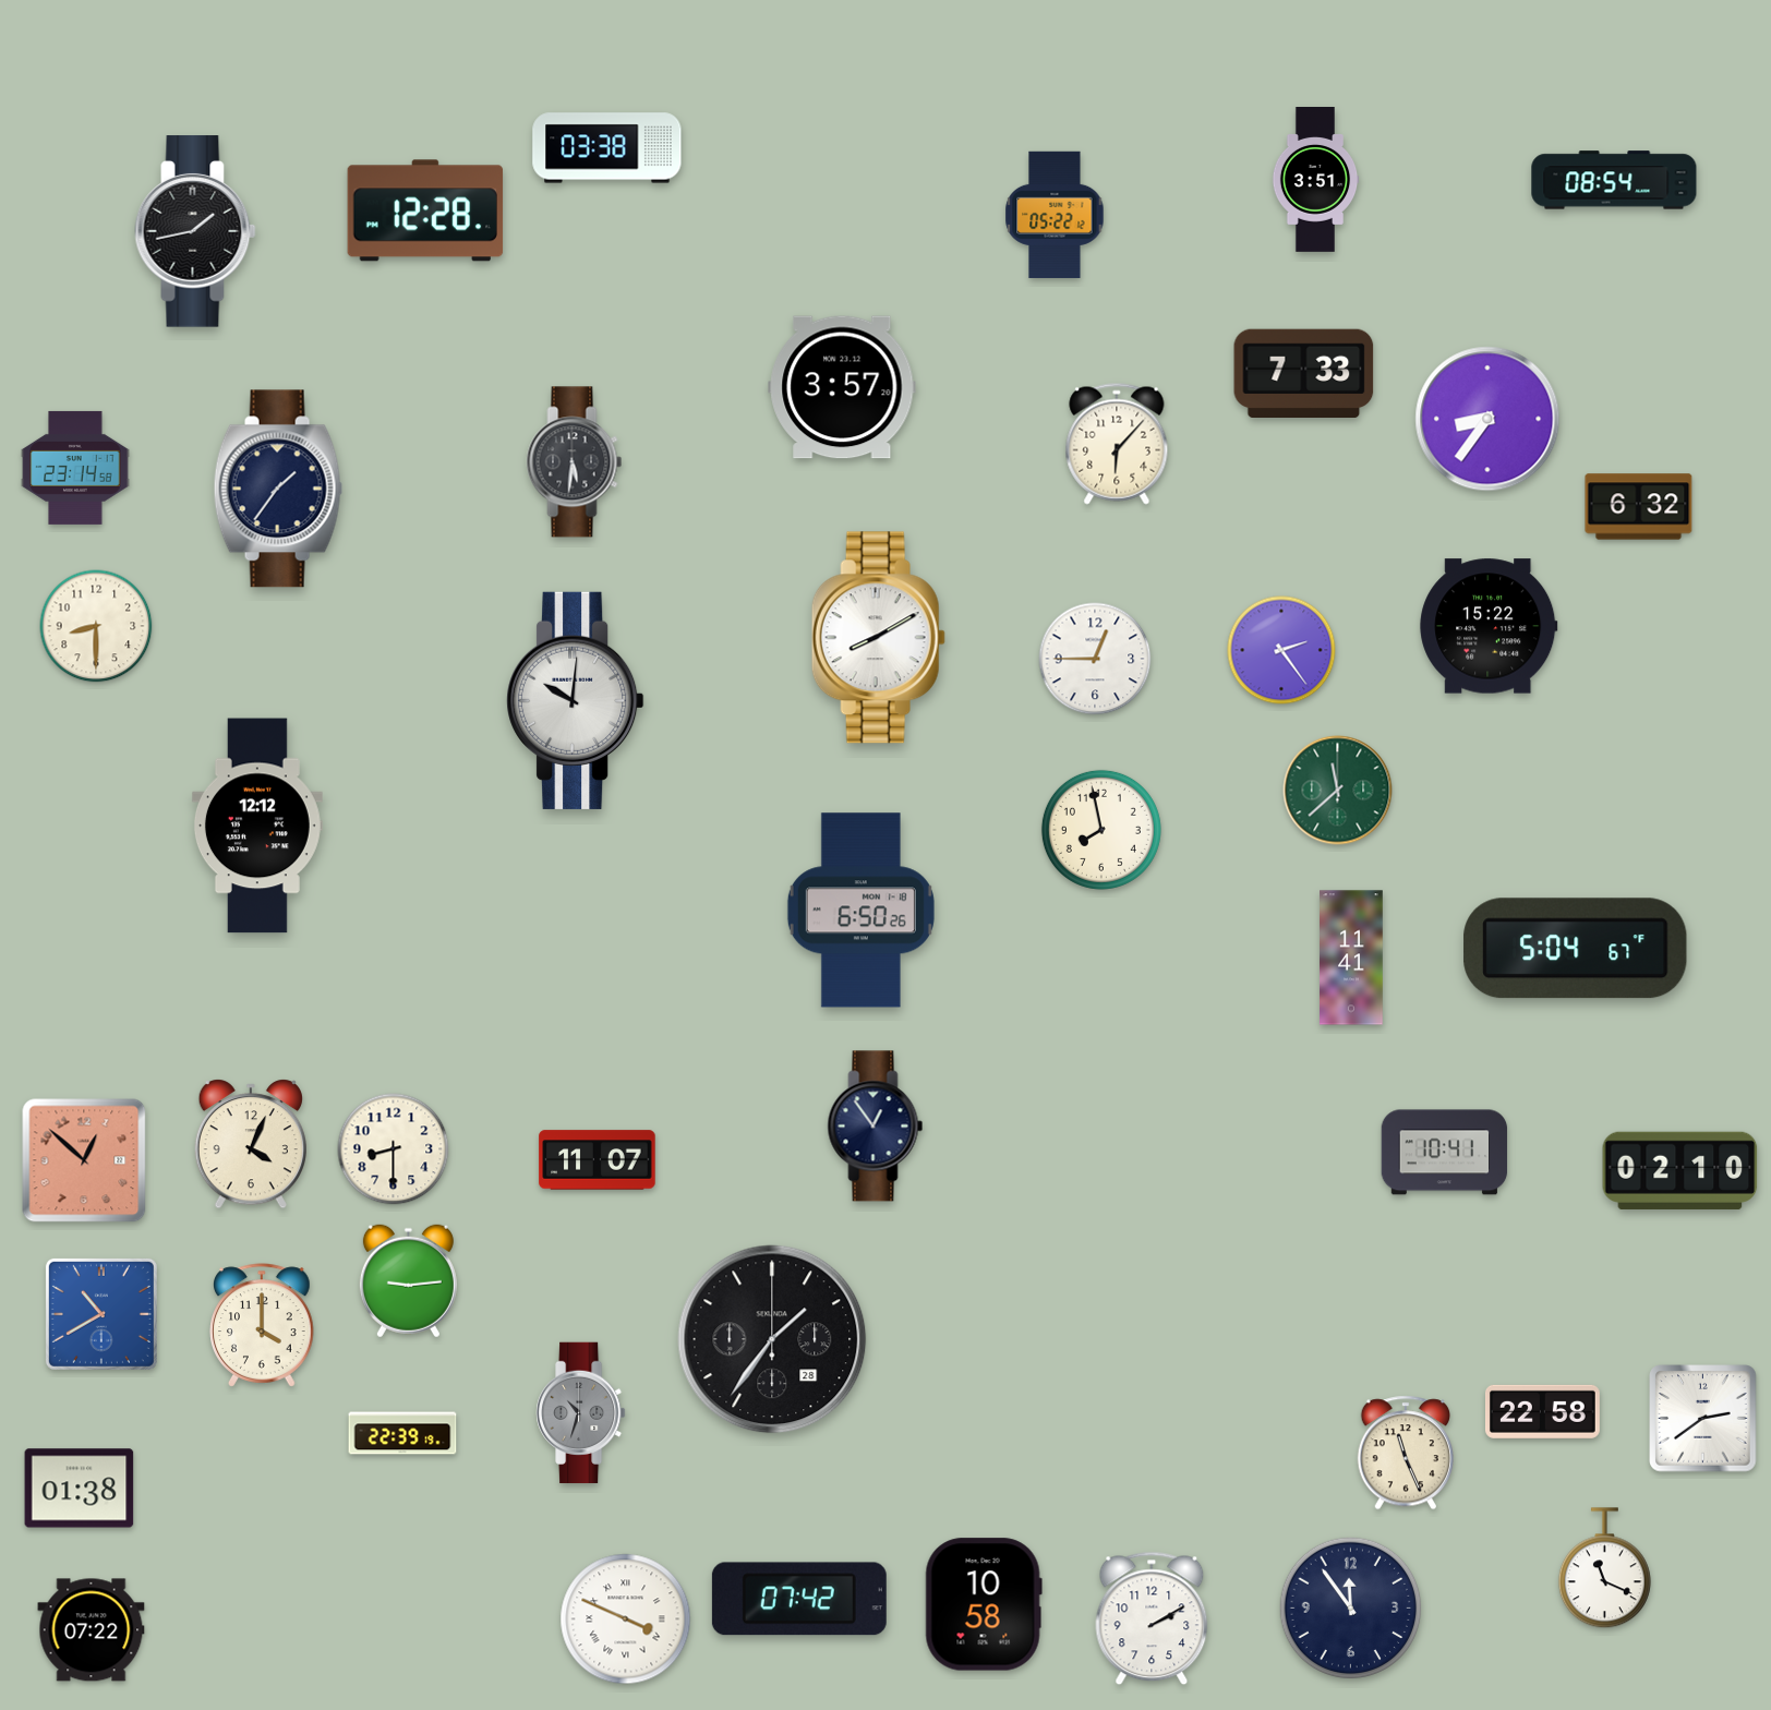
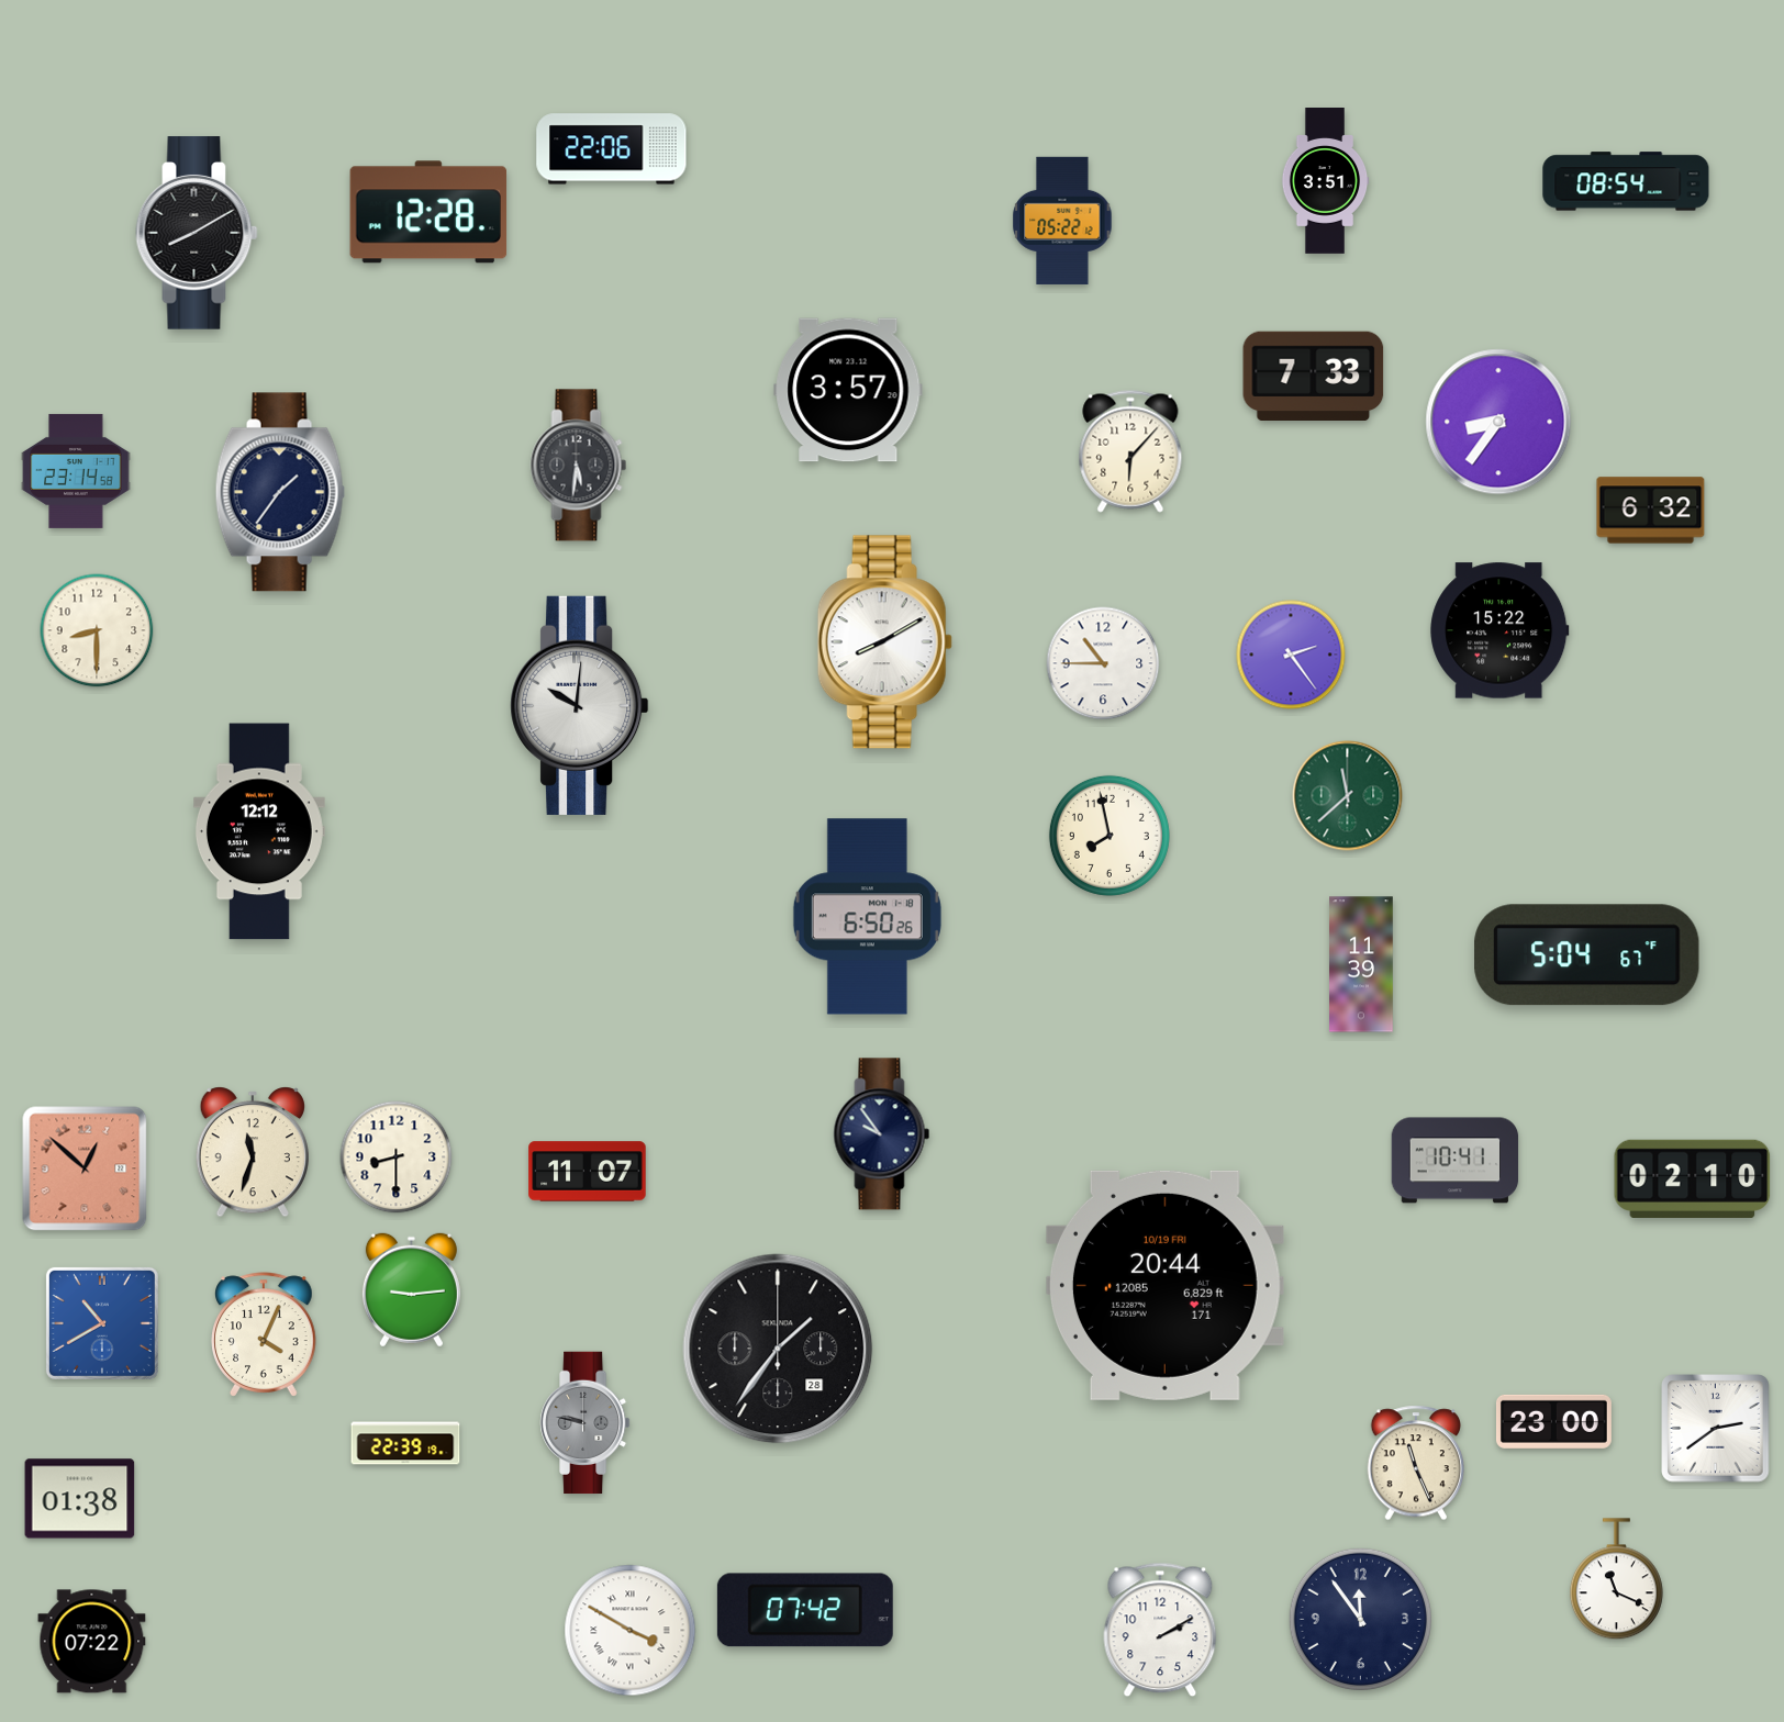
clock at (607, 148): 03:38 -> 22:06
clock at (1055, 215) position: (1055, 215) -> (1062, 221)
clock at (195, 231): 1:43 -> 8:10
clock at (1117, 444) position: (1117, 444) -> (1130, 451)
clock at (1095, 659): 12:45 -> 10:45
clock at (1351, 958): 11:41 -> 11:39
clock at (876, 1127): 12:54 -> 9:54
clock at (250, 1144): 4:04 -> 11:33
clock at (598, 1160) position: (598, 1160) -> (588, 1172)
clock at (1164, 1285): none -> 20:44
clock at (262, 1325): 4:00 -> 4:04
clock at (1542, 1411): 22:58 -> 23:00
clock at (581, 1413): 10:33 -> 9:47
clock at (984, 1604): 10:58 -> none
clock at (626, 1619): 3:49 -> 3:50
